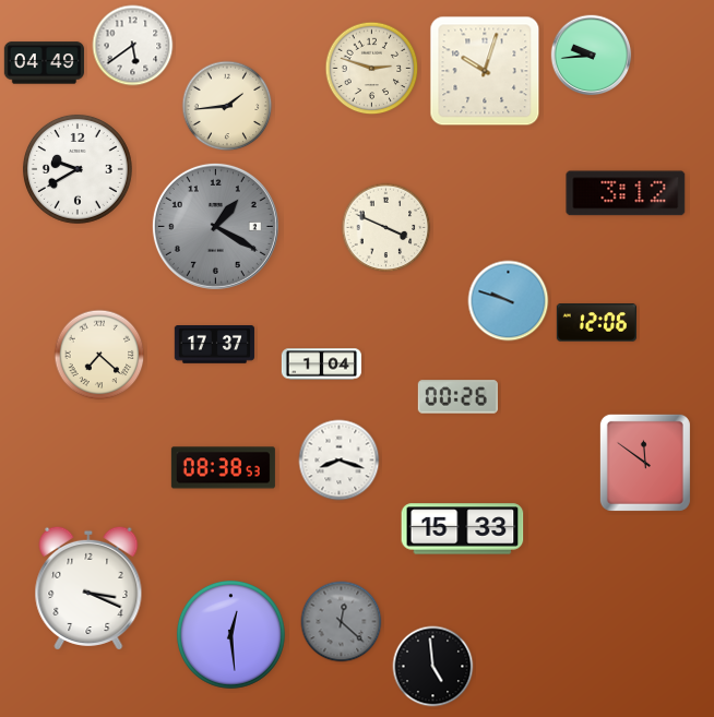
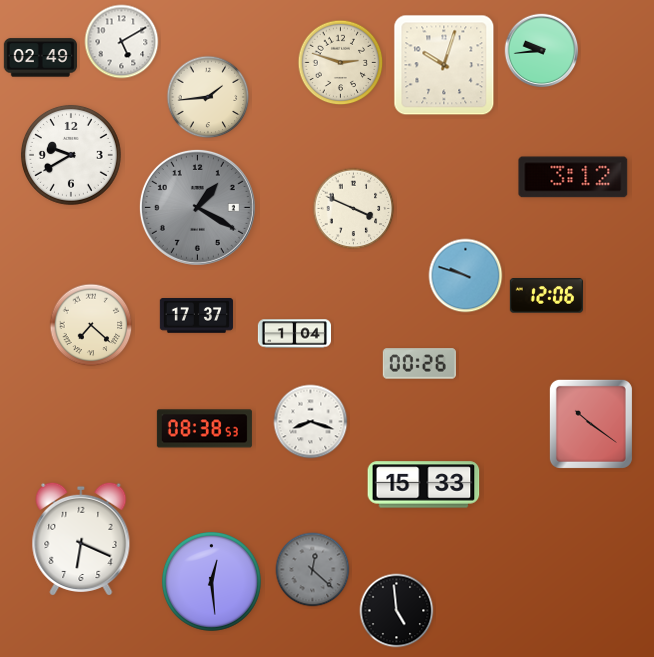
clock at (133, 46): 5:39 -> 5:10
clock at (44, 63): 04:49 -> 02:49
clock at (645, 463): 11:51 -> 10:21
clock at (88, 587): 3:19 -> 6:19
